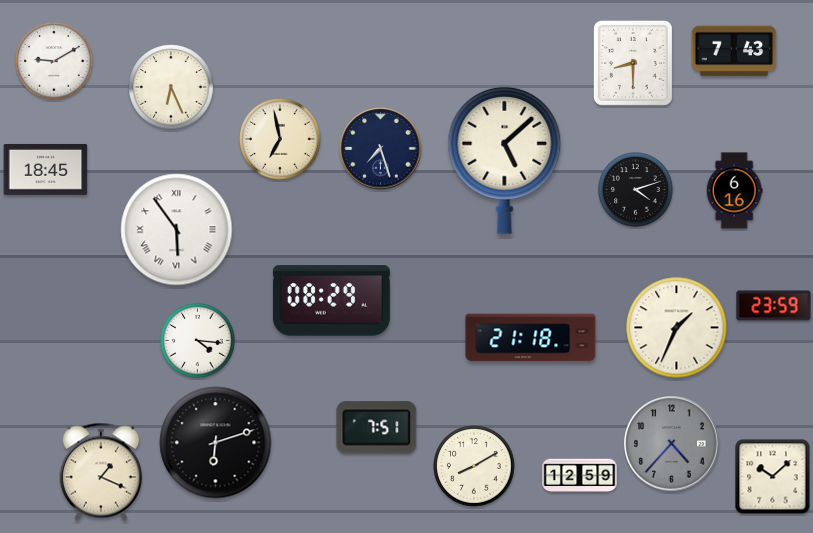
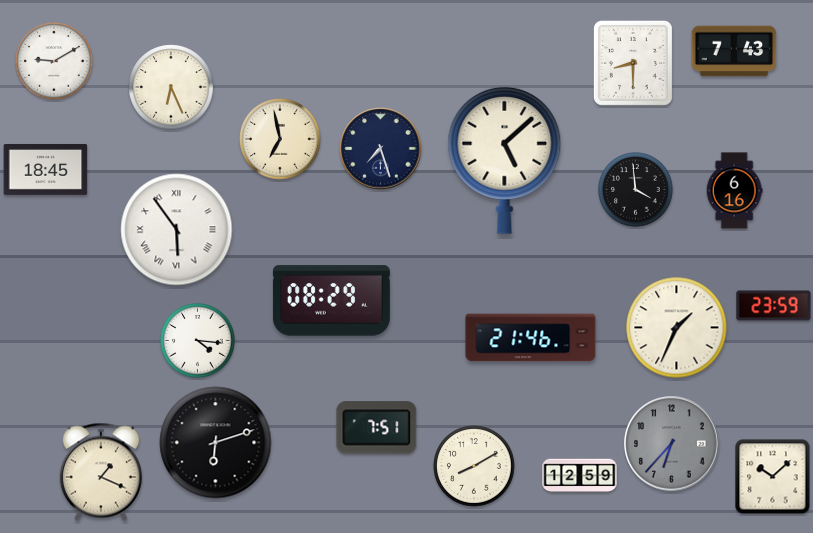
clock at (636, 190): 4:12 -> 3:59
clock at (531, 338): 21:18 -> 21:46
clock at (672, 444): 4:37 -> 6:37
